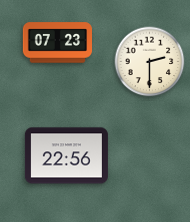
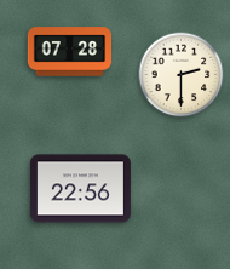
clock at (57, 43): 07:23 -> 07:28
